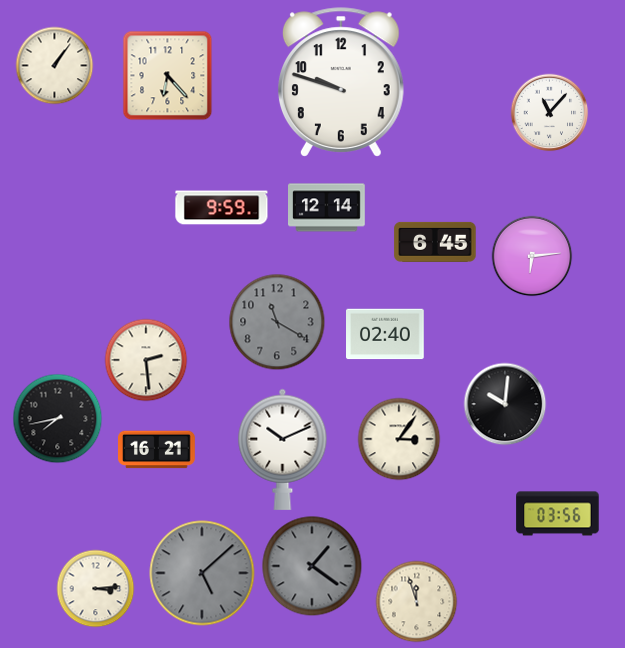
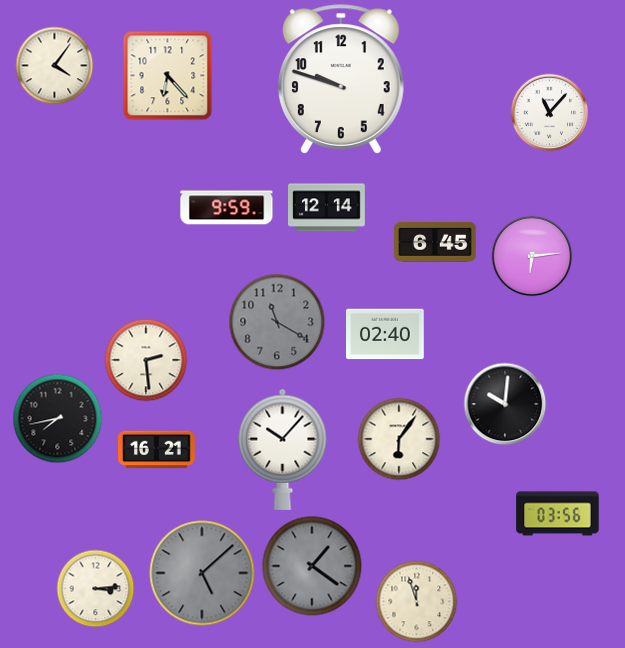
clock at (54, 65): 1:06 -> 4:06
clock at (341, 82) position: (341, 82) -> (341, 79)
clock at (222, 208) position: (222, 208) -> (227, 208)
clock at (399, 439): 3:06 -> 6:06
clock at (283, 449): 10:11 -> 10:07
